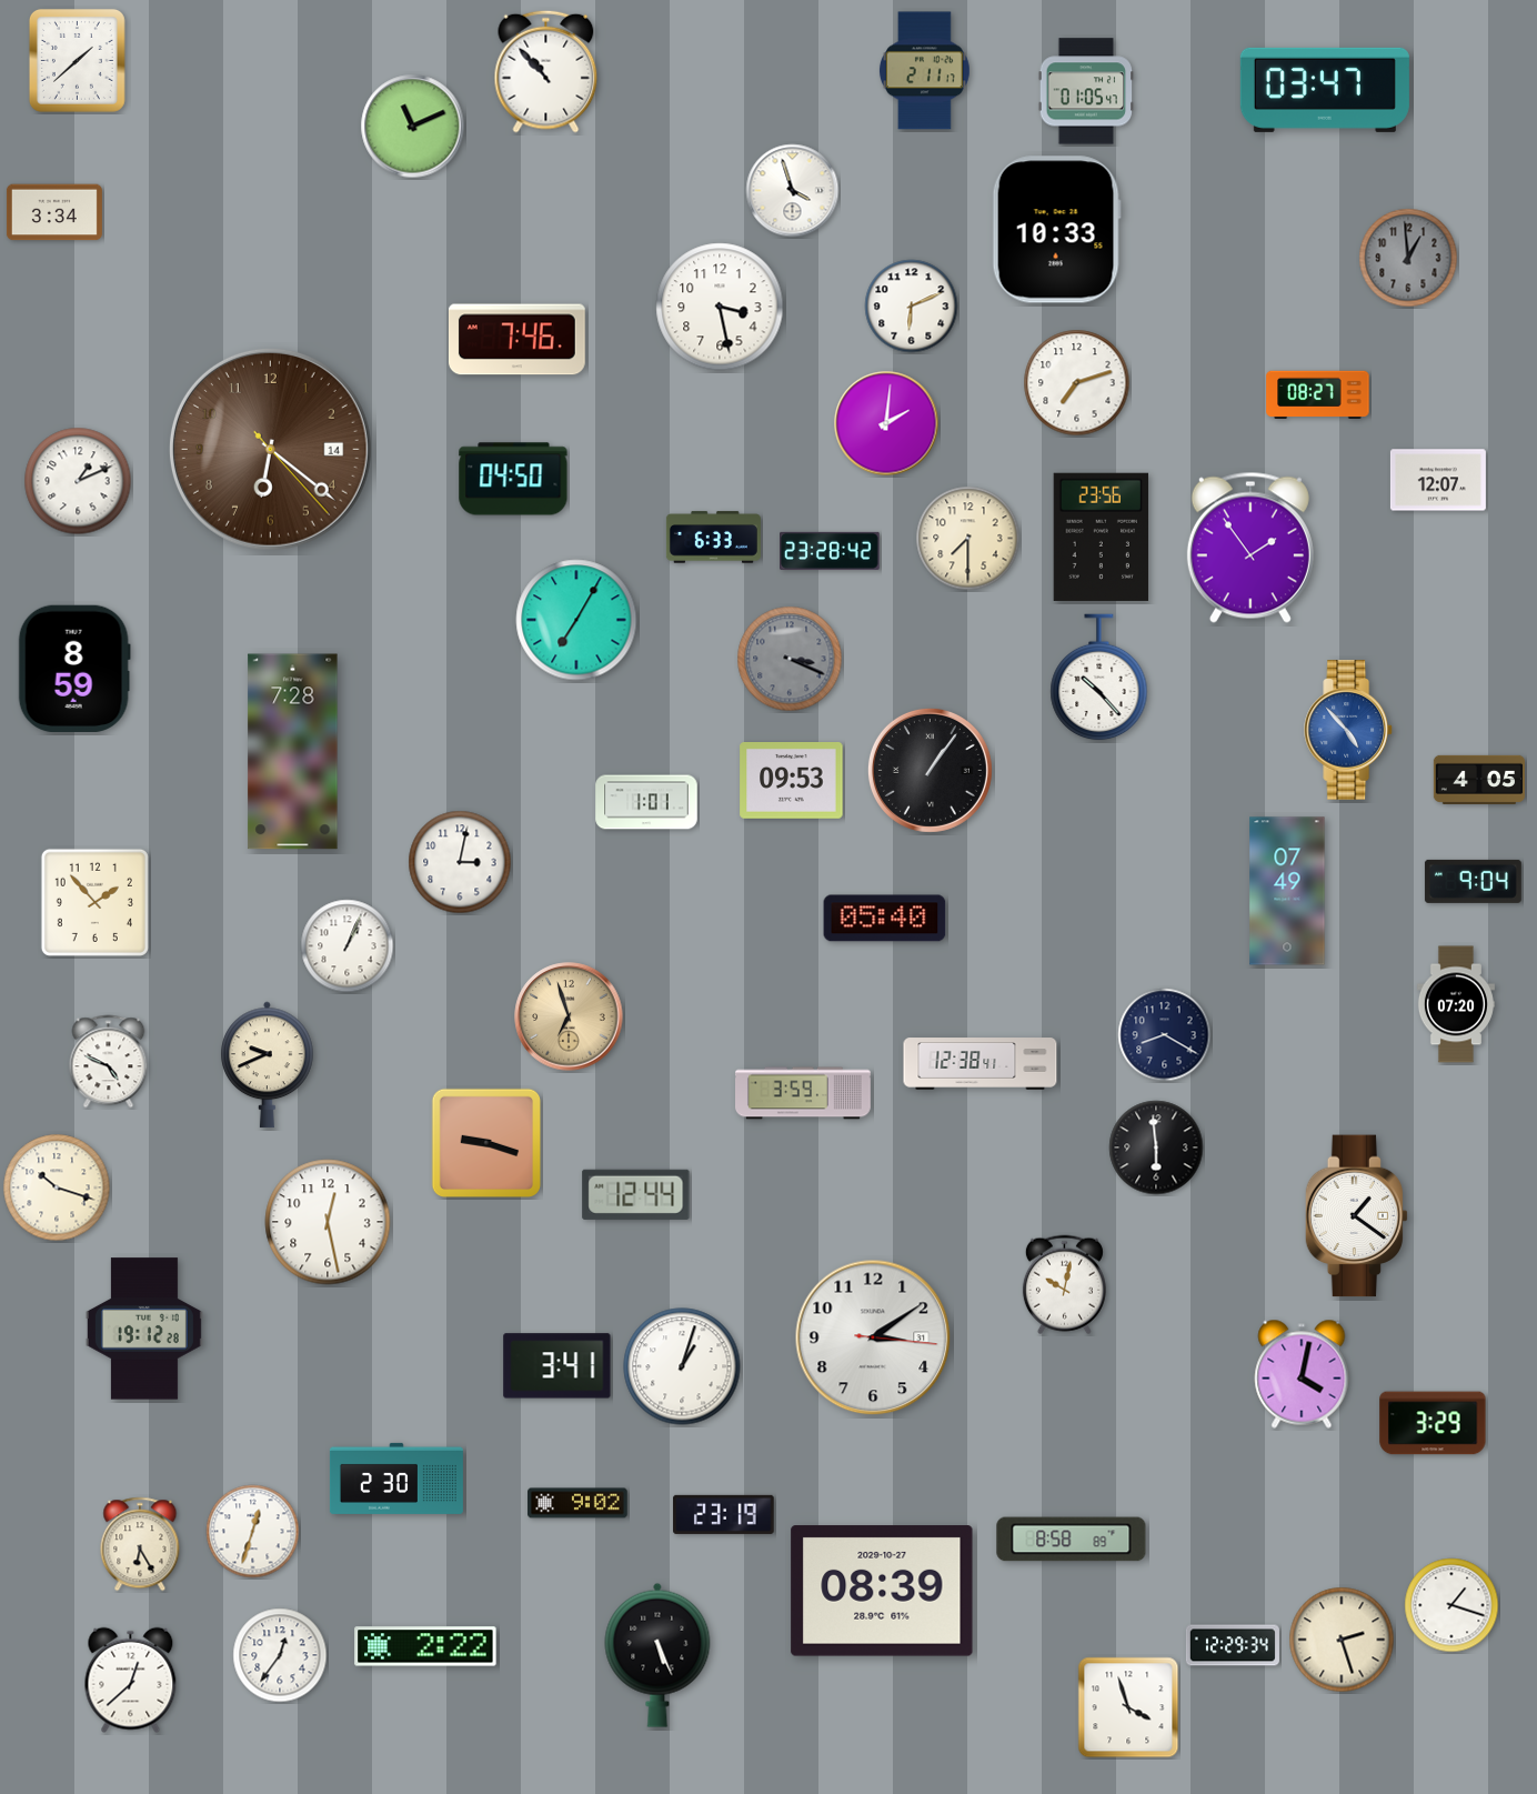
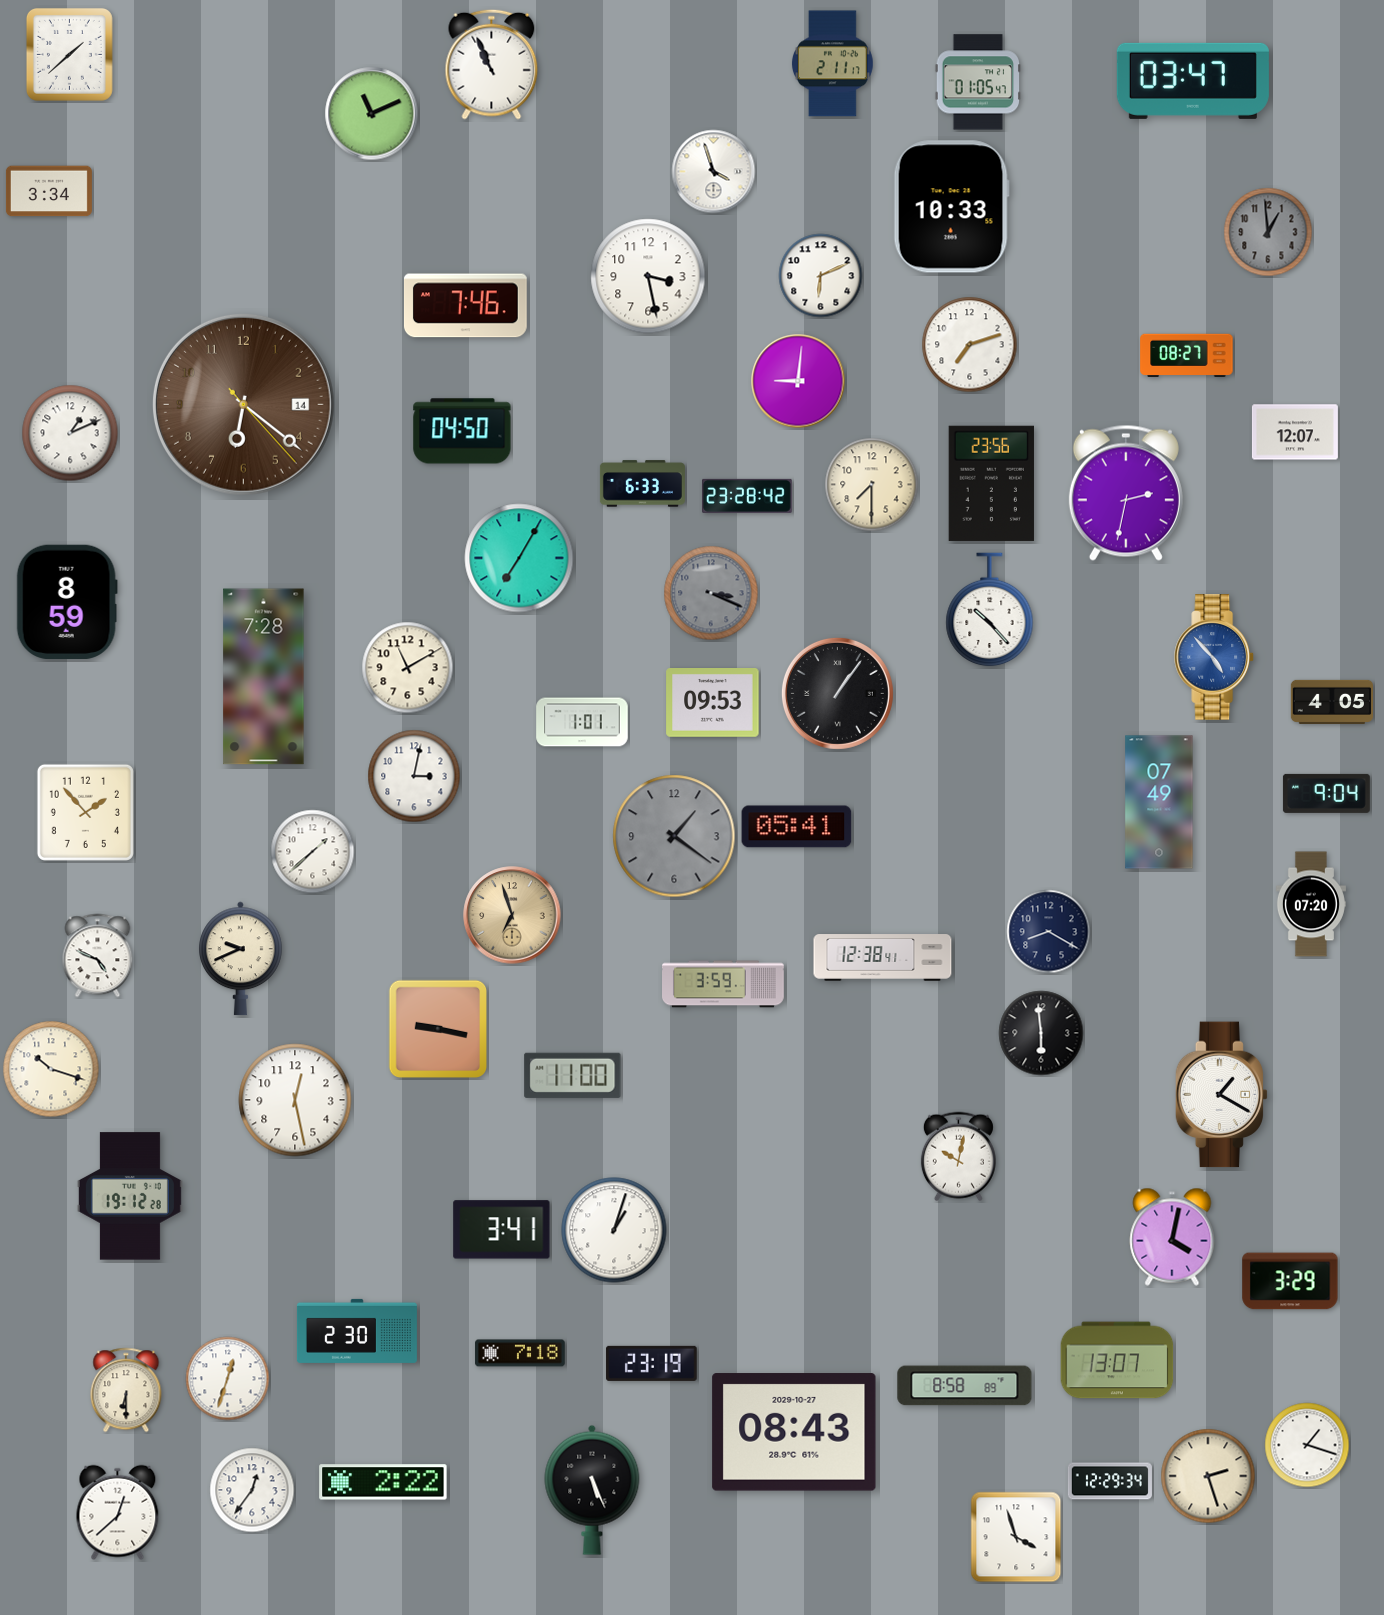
clock at (546, 71): 10:53 -> 10:56
clock at (886, 423): 2:01 -> 9:01
clock at (1250, 548): 1:54 -> 2:32
clock at (408, 668): none -> 11:10
clock at (885, 919): 05:40 -> 05:41
clock at (674, 836): none -> 1:21
clock at (348, 946): 1:04 -> 1:38
clock at (486, 1143): 9:18 -> 9:17
clock at (636, 1194): 12:44 -> 11:00
clock at (1357, 1216): 1:21 -> 1:20
clock at (873, 1337): 3:09 -> none
clock at (577, 1503): 9:02 -> 7:18
clock at (1117, 1360): none -> 13:07
clock at (140, 1544): 6:25 -> 6:30
clock at (882, 1591): 08:39 -> 08:43
